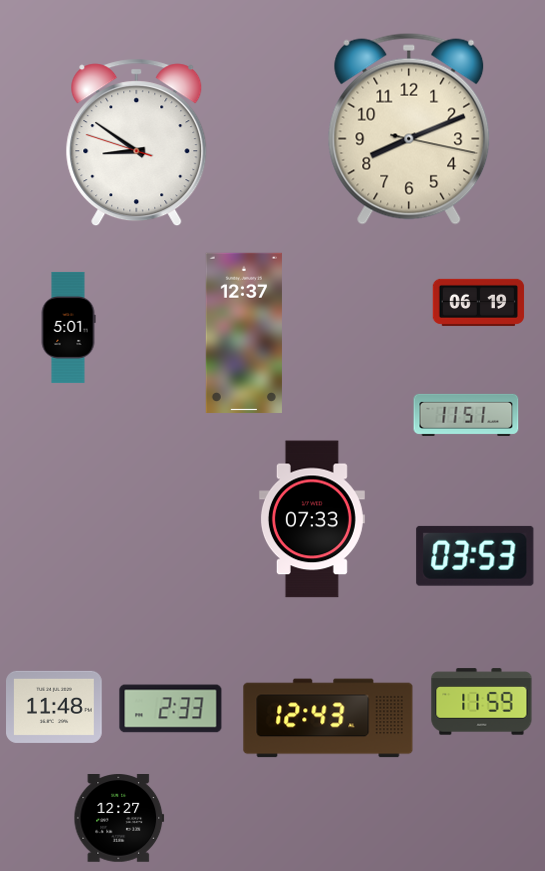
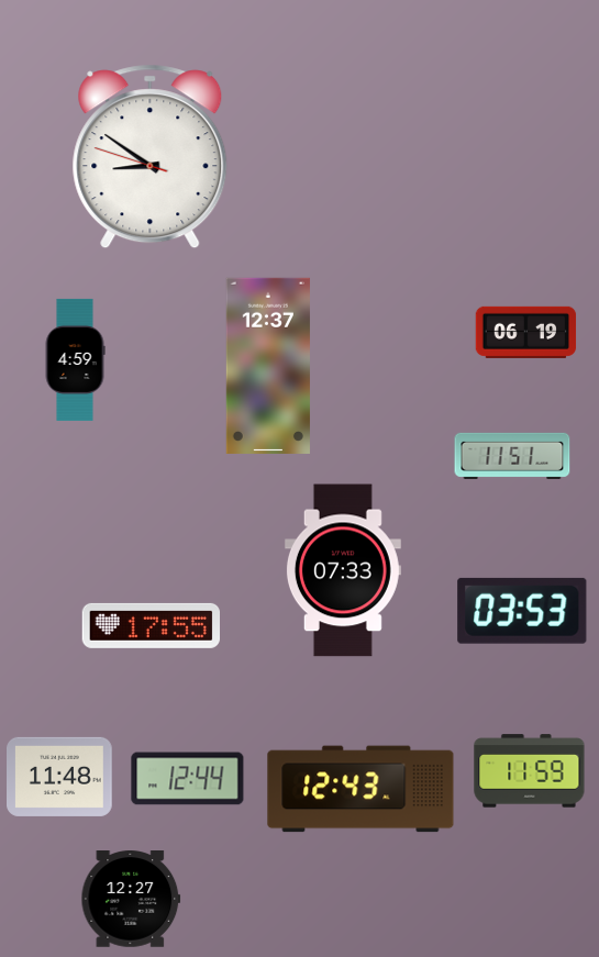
clock at (409, 129): 8:11 -> none
clock at (68, 327): 5:01 -> 4:59
clock at (151, 625): none -> 17:55
clock at (171, 709): 2:33 -> 12:44
